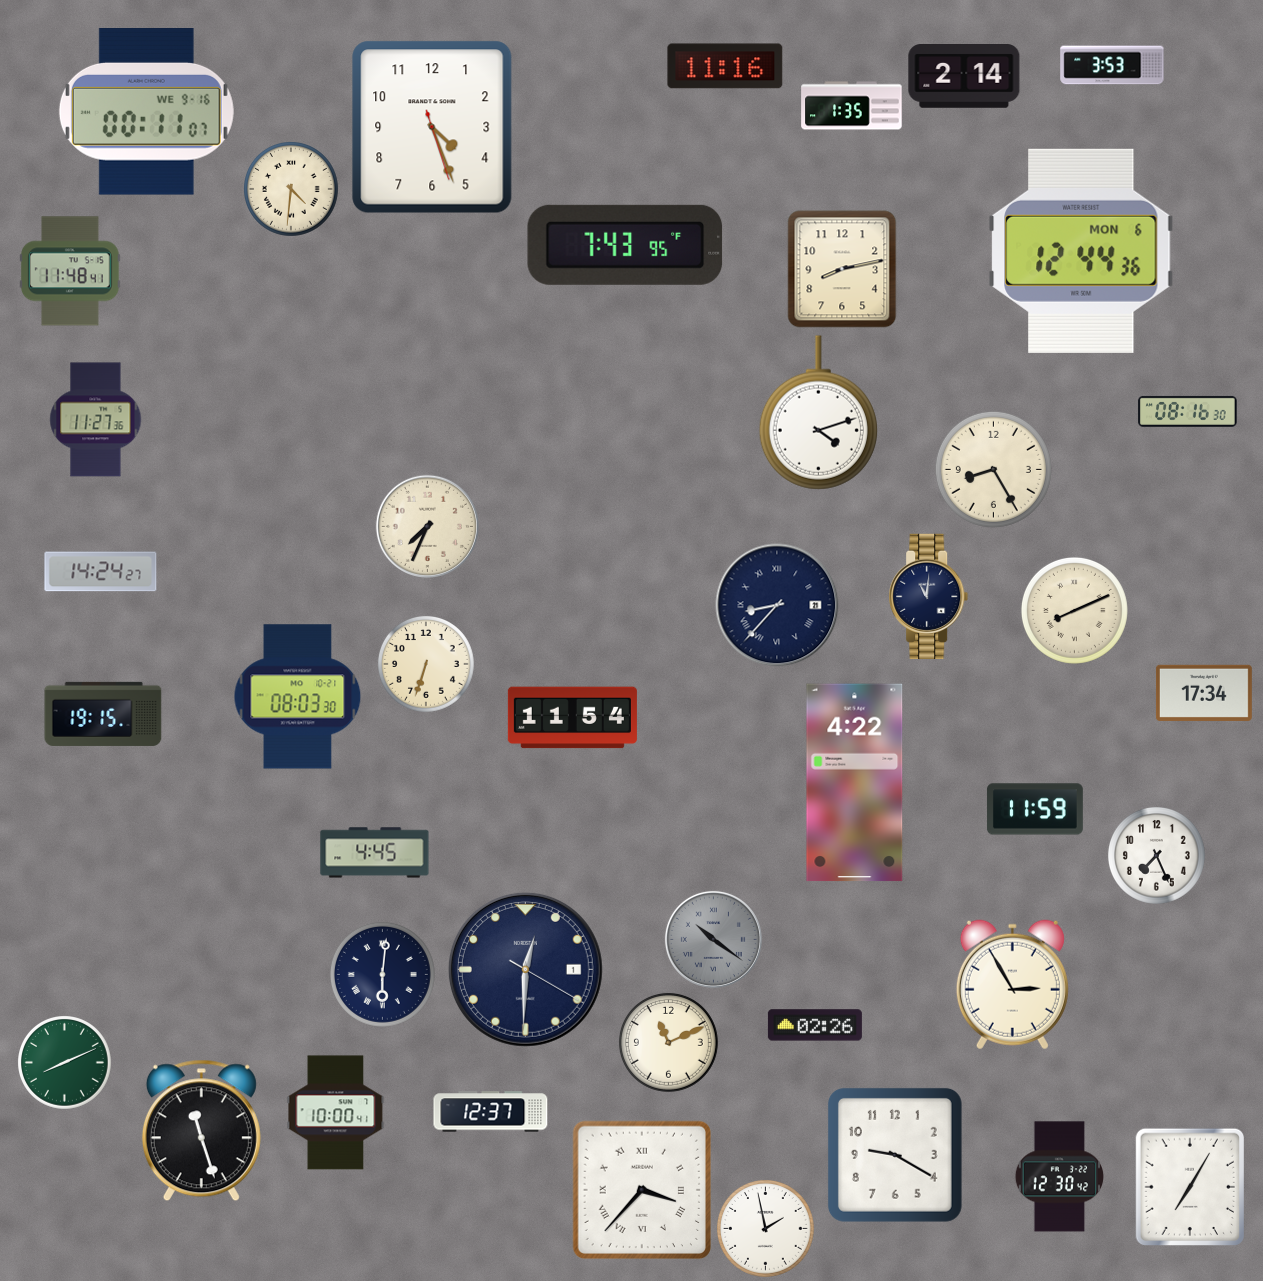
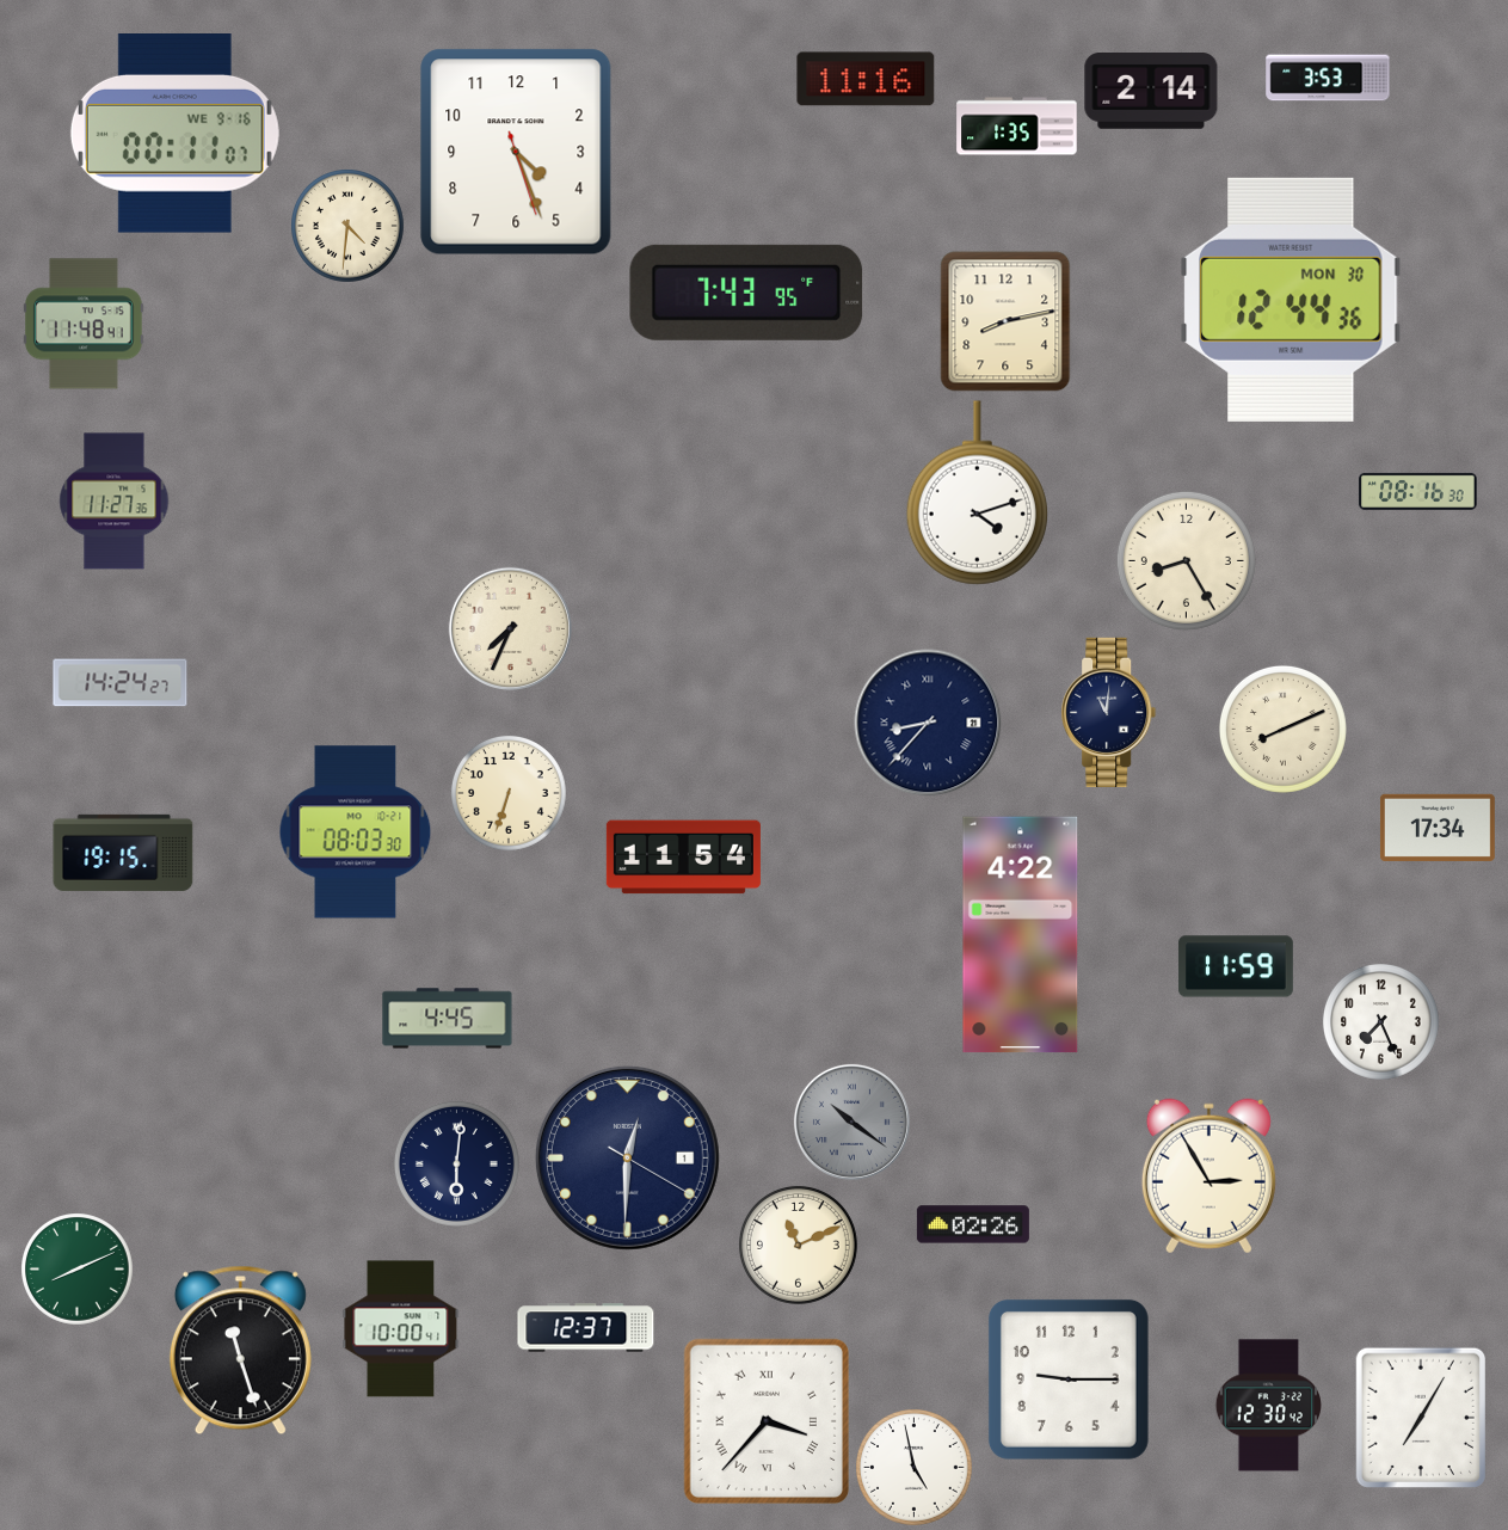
clock at (1081, 251) date: MON 6 -> MON 30
clock at (895, 1155): 9:20 -> 9:15
clock at (1059, 1177) position: (1059, 1177) -> (1268, 1406)
clock at (765, 1228): 1:58 -> 4:58
